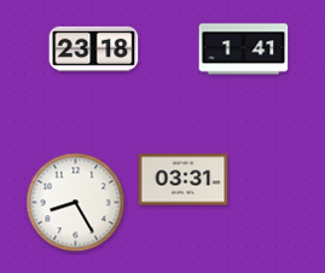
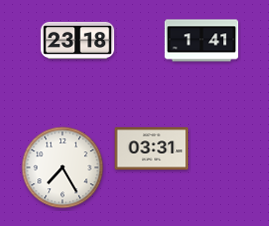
clock at (76, 203): 8:25 -> 7:25
